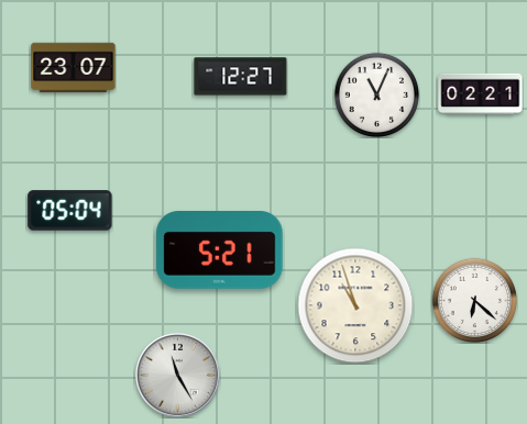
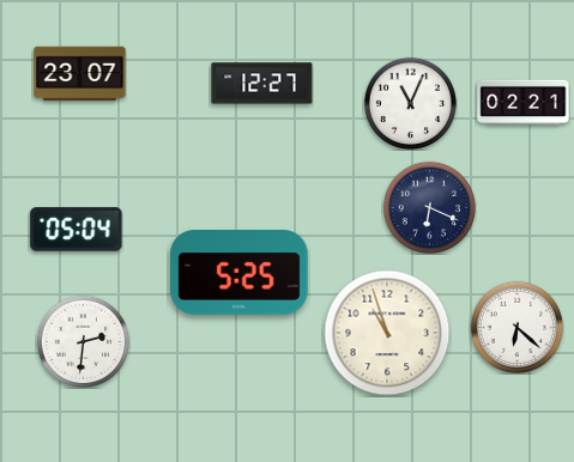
clock at (429, 207): none -> 6:19
clock at (220, 250): 5:21 -> 5:25
clock at (83, 341): none -> 2:31
clock at (177, 375): 11:25 -> none
